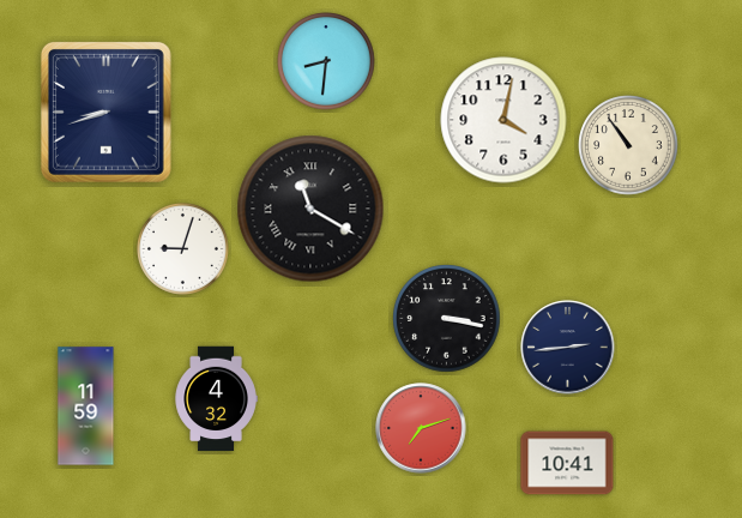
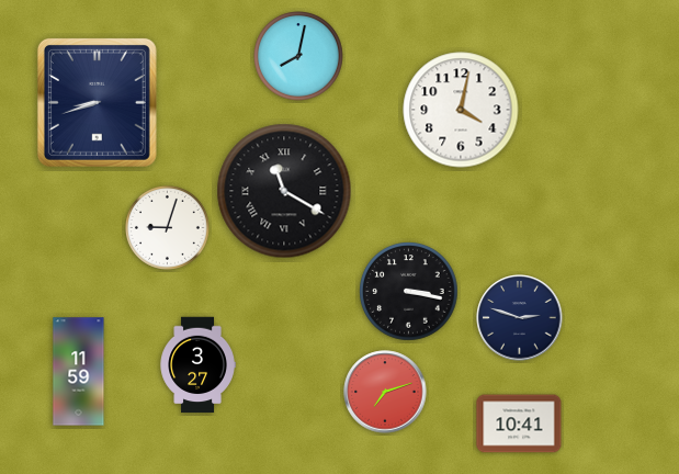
clock at (327, 61): 8:31 -> 8:02
clock at (628, 145): 10:54 -> none
clock at (568, 348): 2:44 -> 2:48
clock at (216, 399): 4:32 -> 3:27
